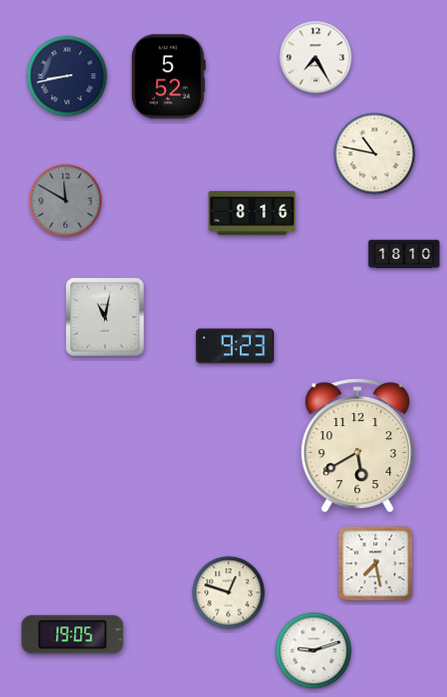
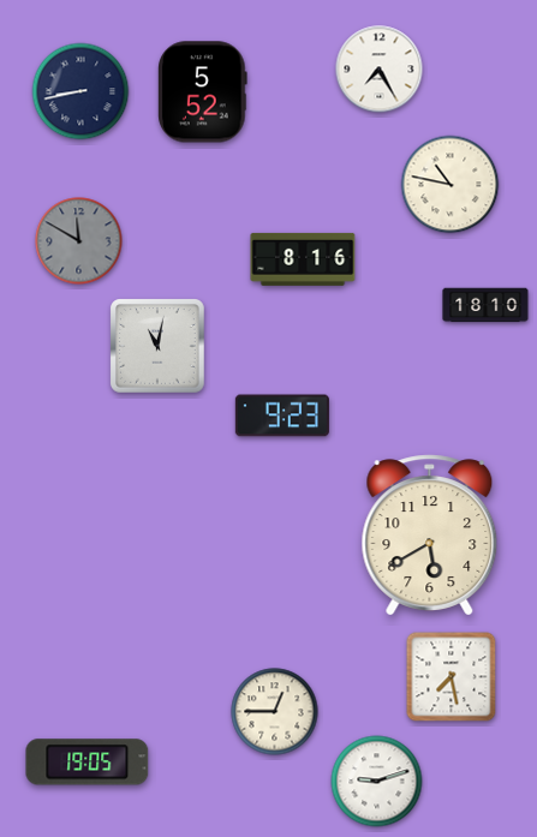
clock at (252, 213) position: (252, 213) -> (303, 259)
clock at (106, 318) position: (106, 318) -> (159, 347)
clock at (229, 593): 12:48 -> 12:45
